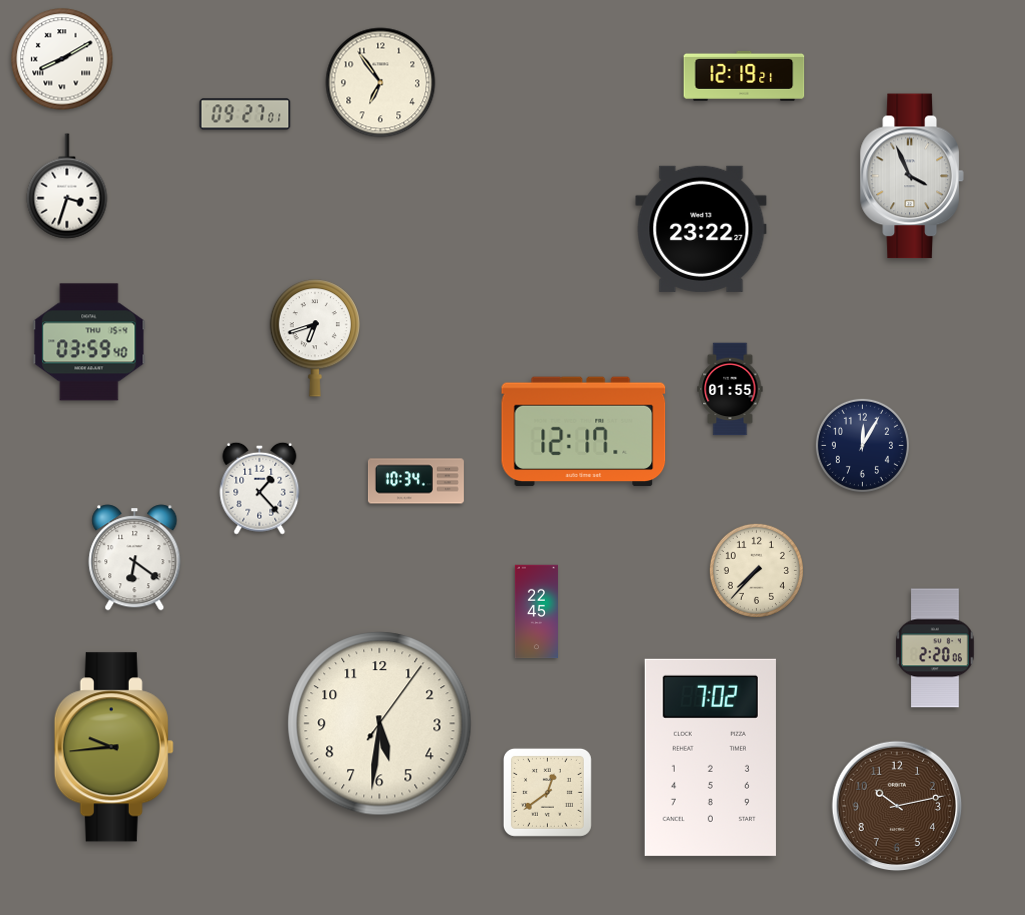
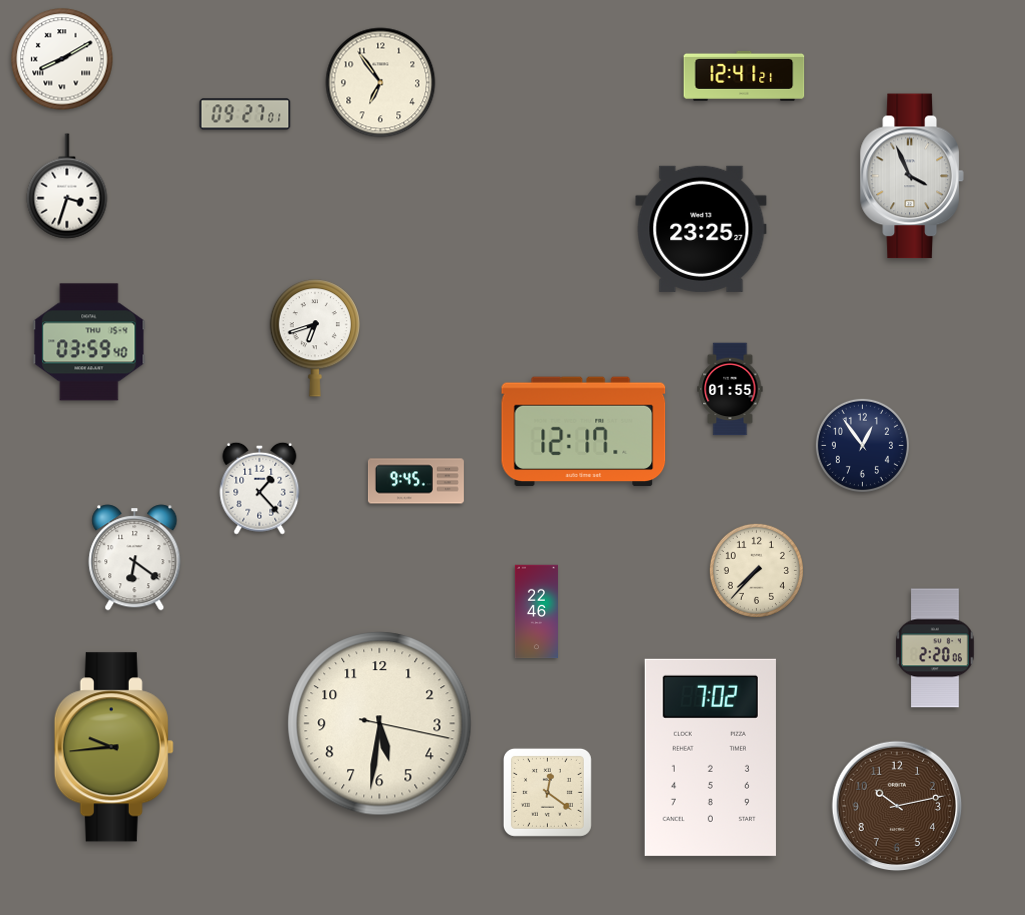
clock at (744, 76): 12:19 -> 12:41
clock at (701, 229): 23:22 -> 23:25
clock at (862, 445): 12:05 -> 12:54
clock at (416, 481): 10:34 -> 9:45
clock at (536, 612): 22:45 -> 22:46
clock at (380, 724): 5:31:06 -> 5:31:17
clock at (547, 792): 12:39 -> 12:21
